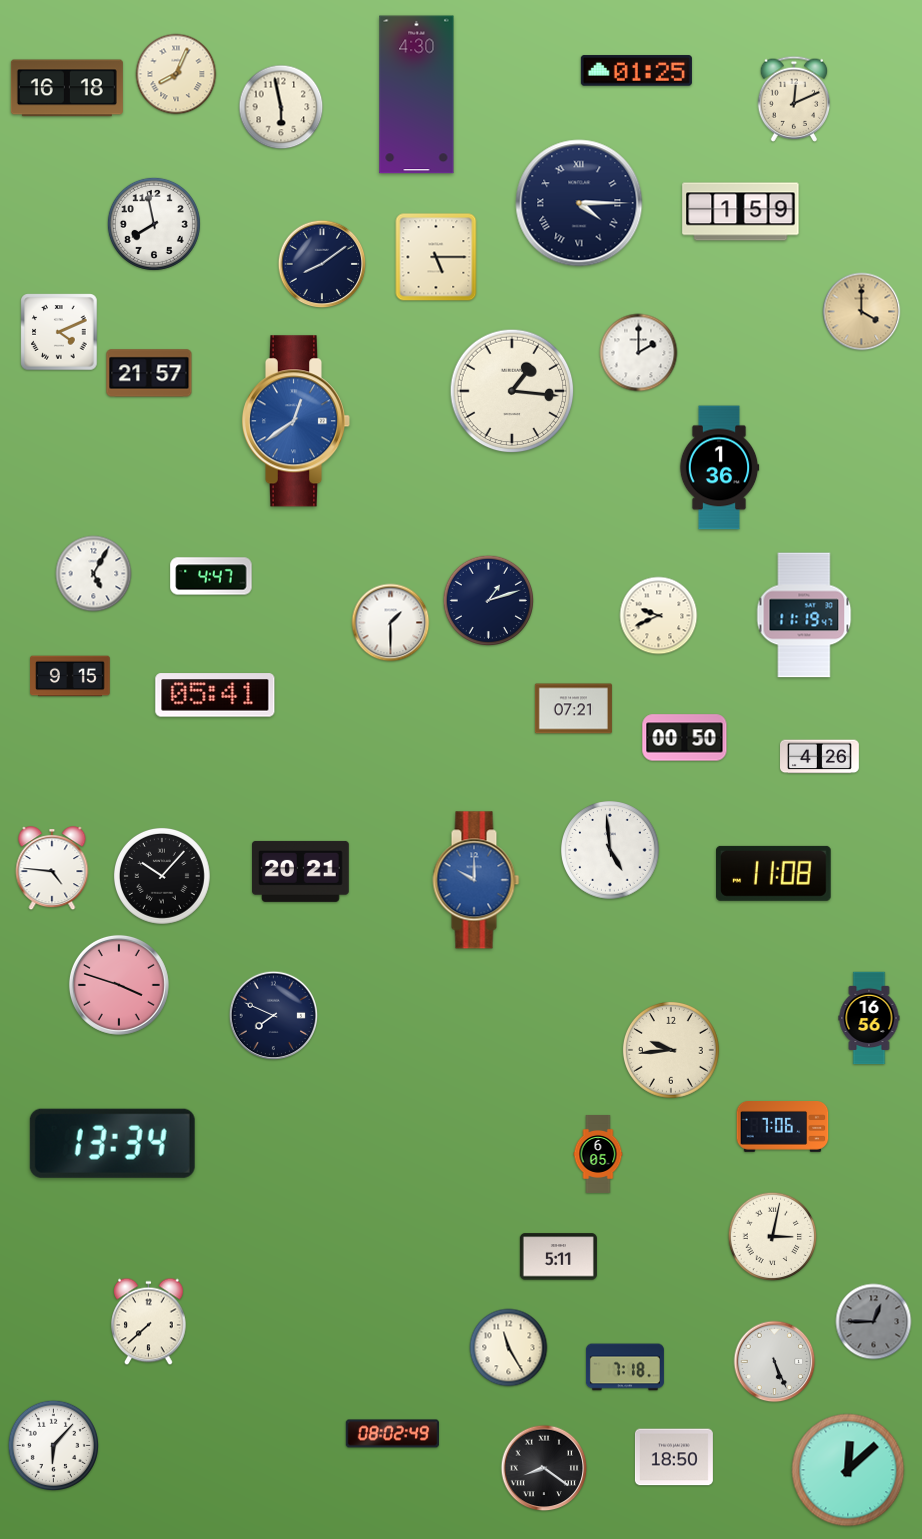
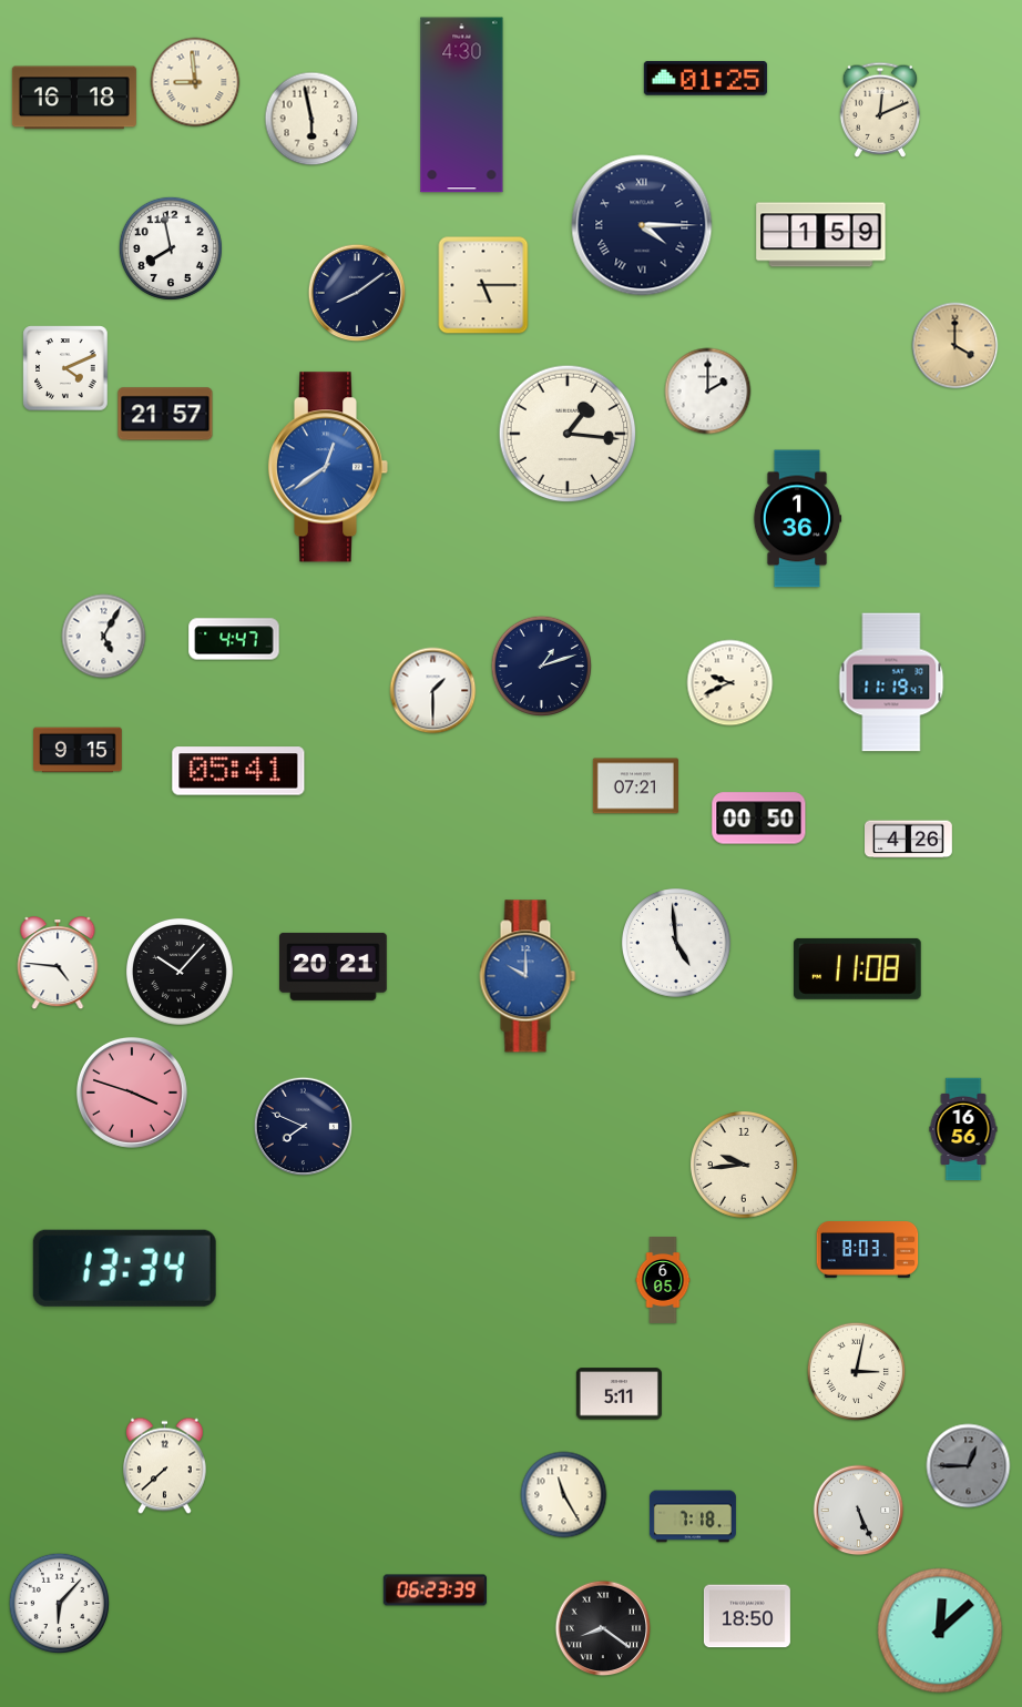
clock at (176, 74): 8:04 -> 8:59
clock at (783, 1127): 7:06 -> 8:03
clock at (392, 1434): 08:02 -> 06:23
